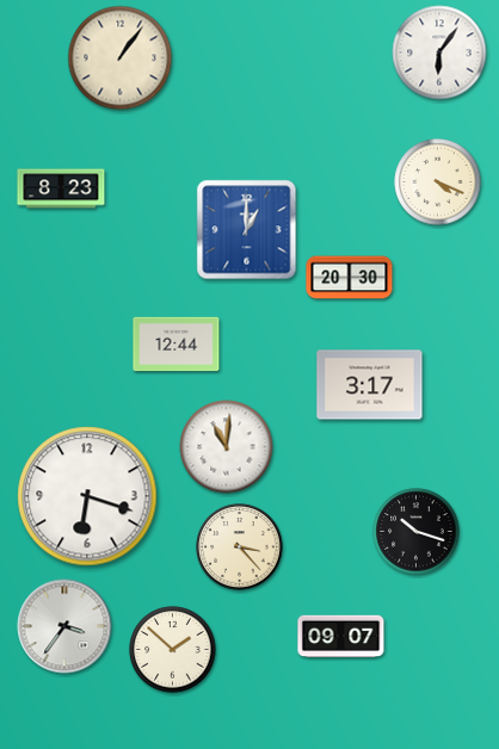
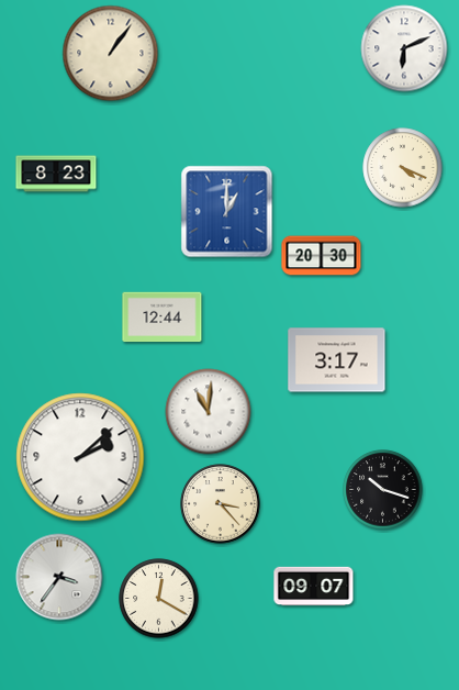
clock at (439, 52): 6:06 -> 6:11
clock at (370, 385) position: (370, 385) -> (337, 360)
clock at (87, 496): 6:18 -> 2:08
clock at (173, 650): 1:52 -> 12:20
